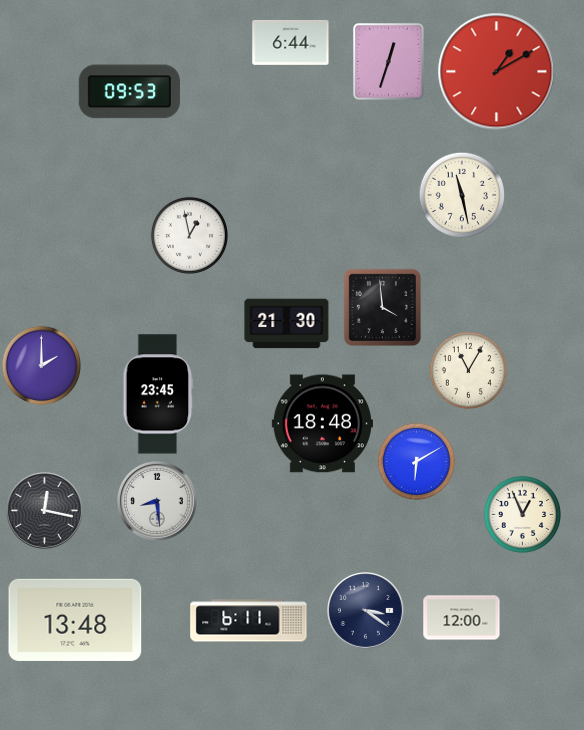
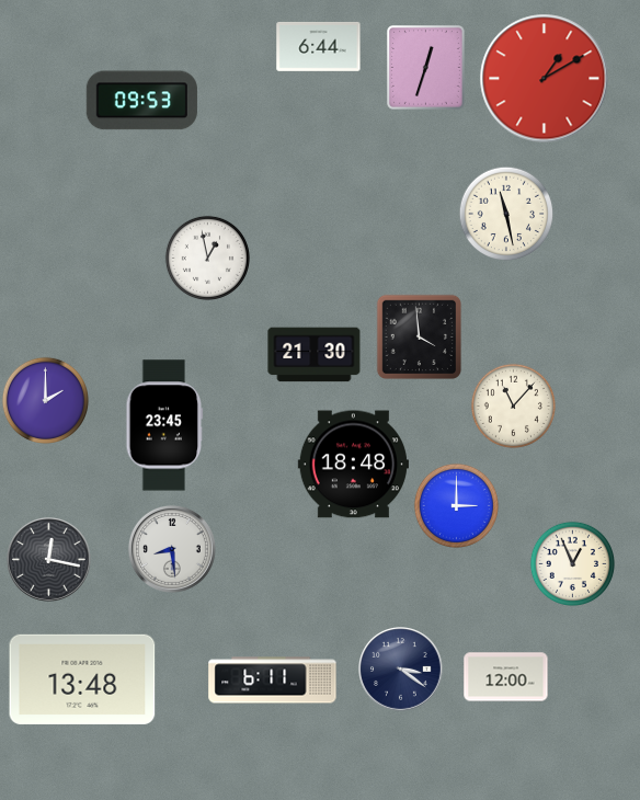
clock at (468, 370): 11:05 -> 11:07
clock at (158, 394) position: (158, 394) -> (164, 425)
clock at (416, 461): 6:10 -> 3:00
